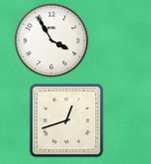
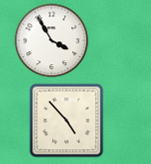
clock at (67, 121): 12:42 -> 4:53
